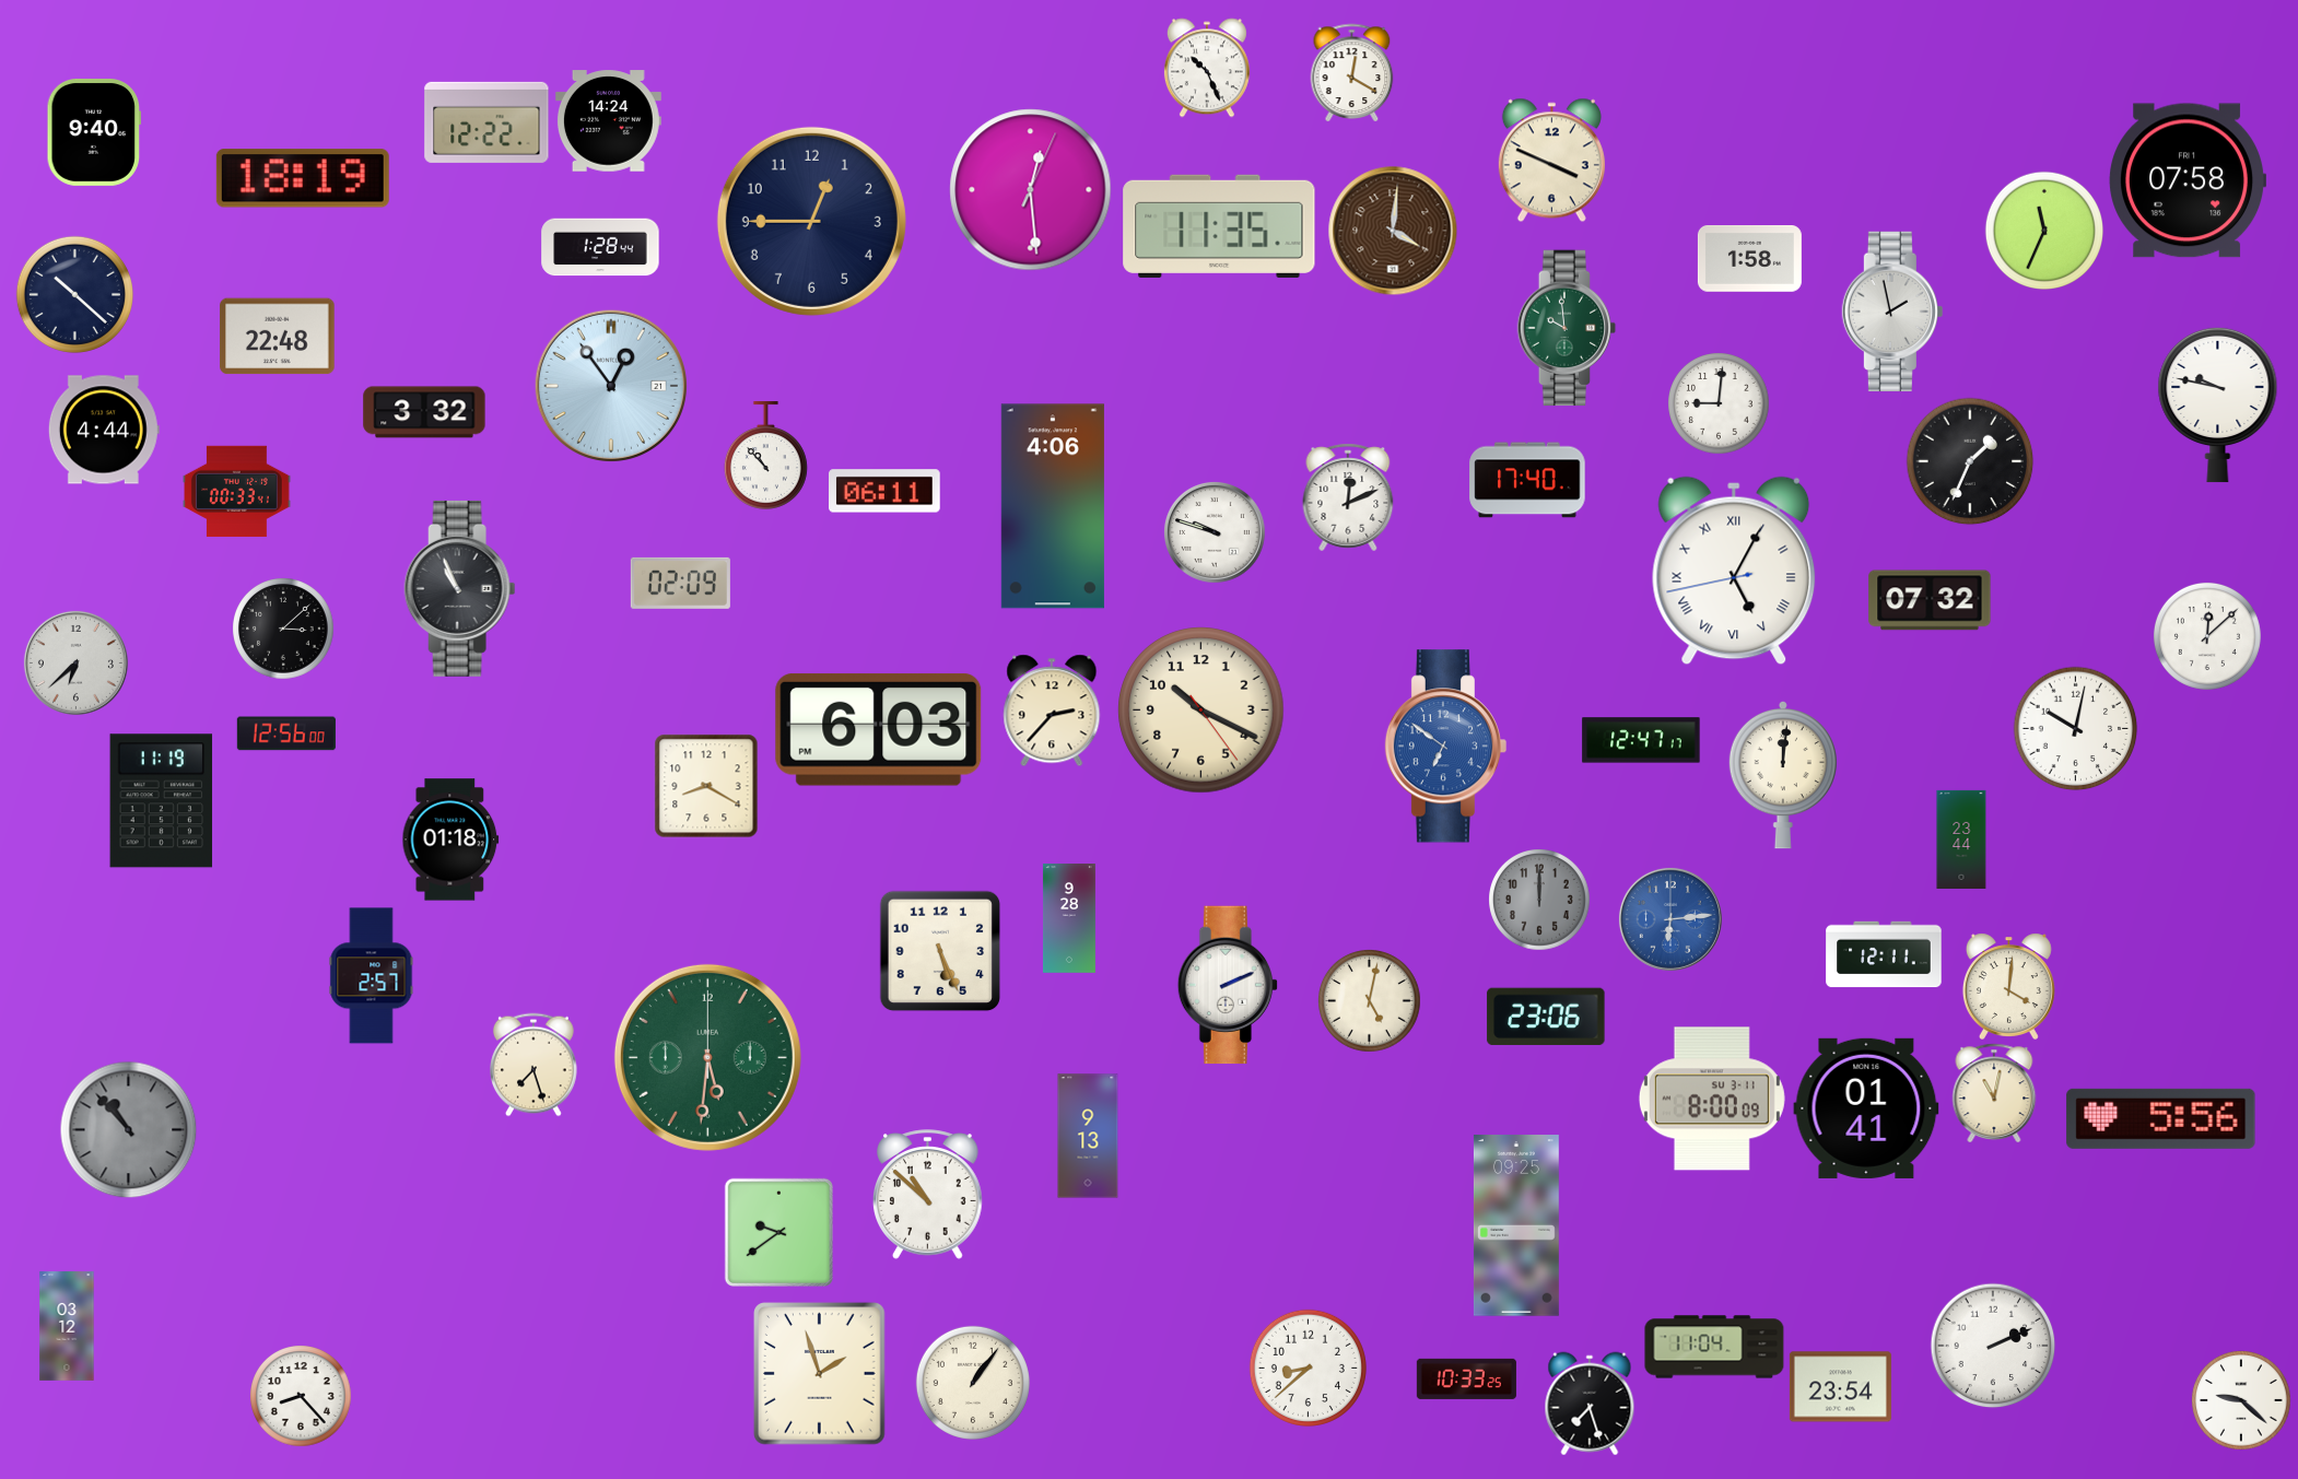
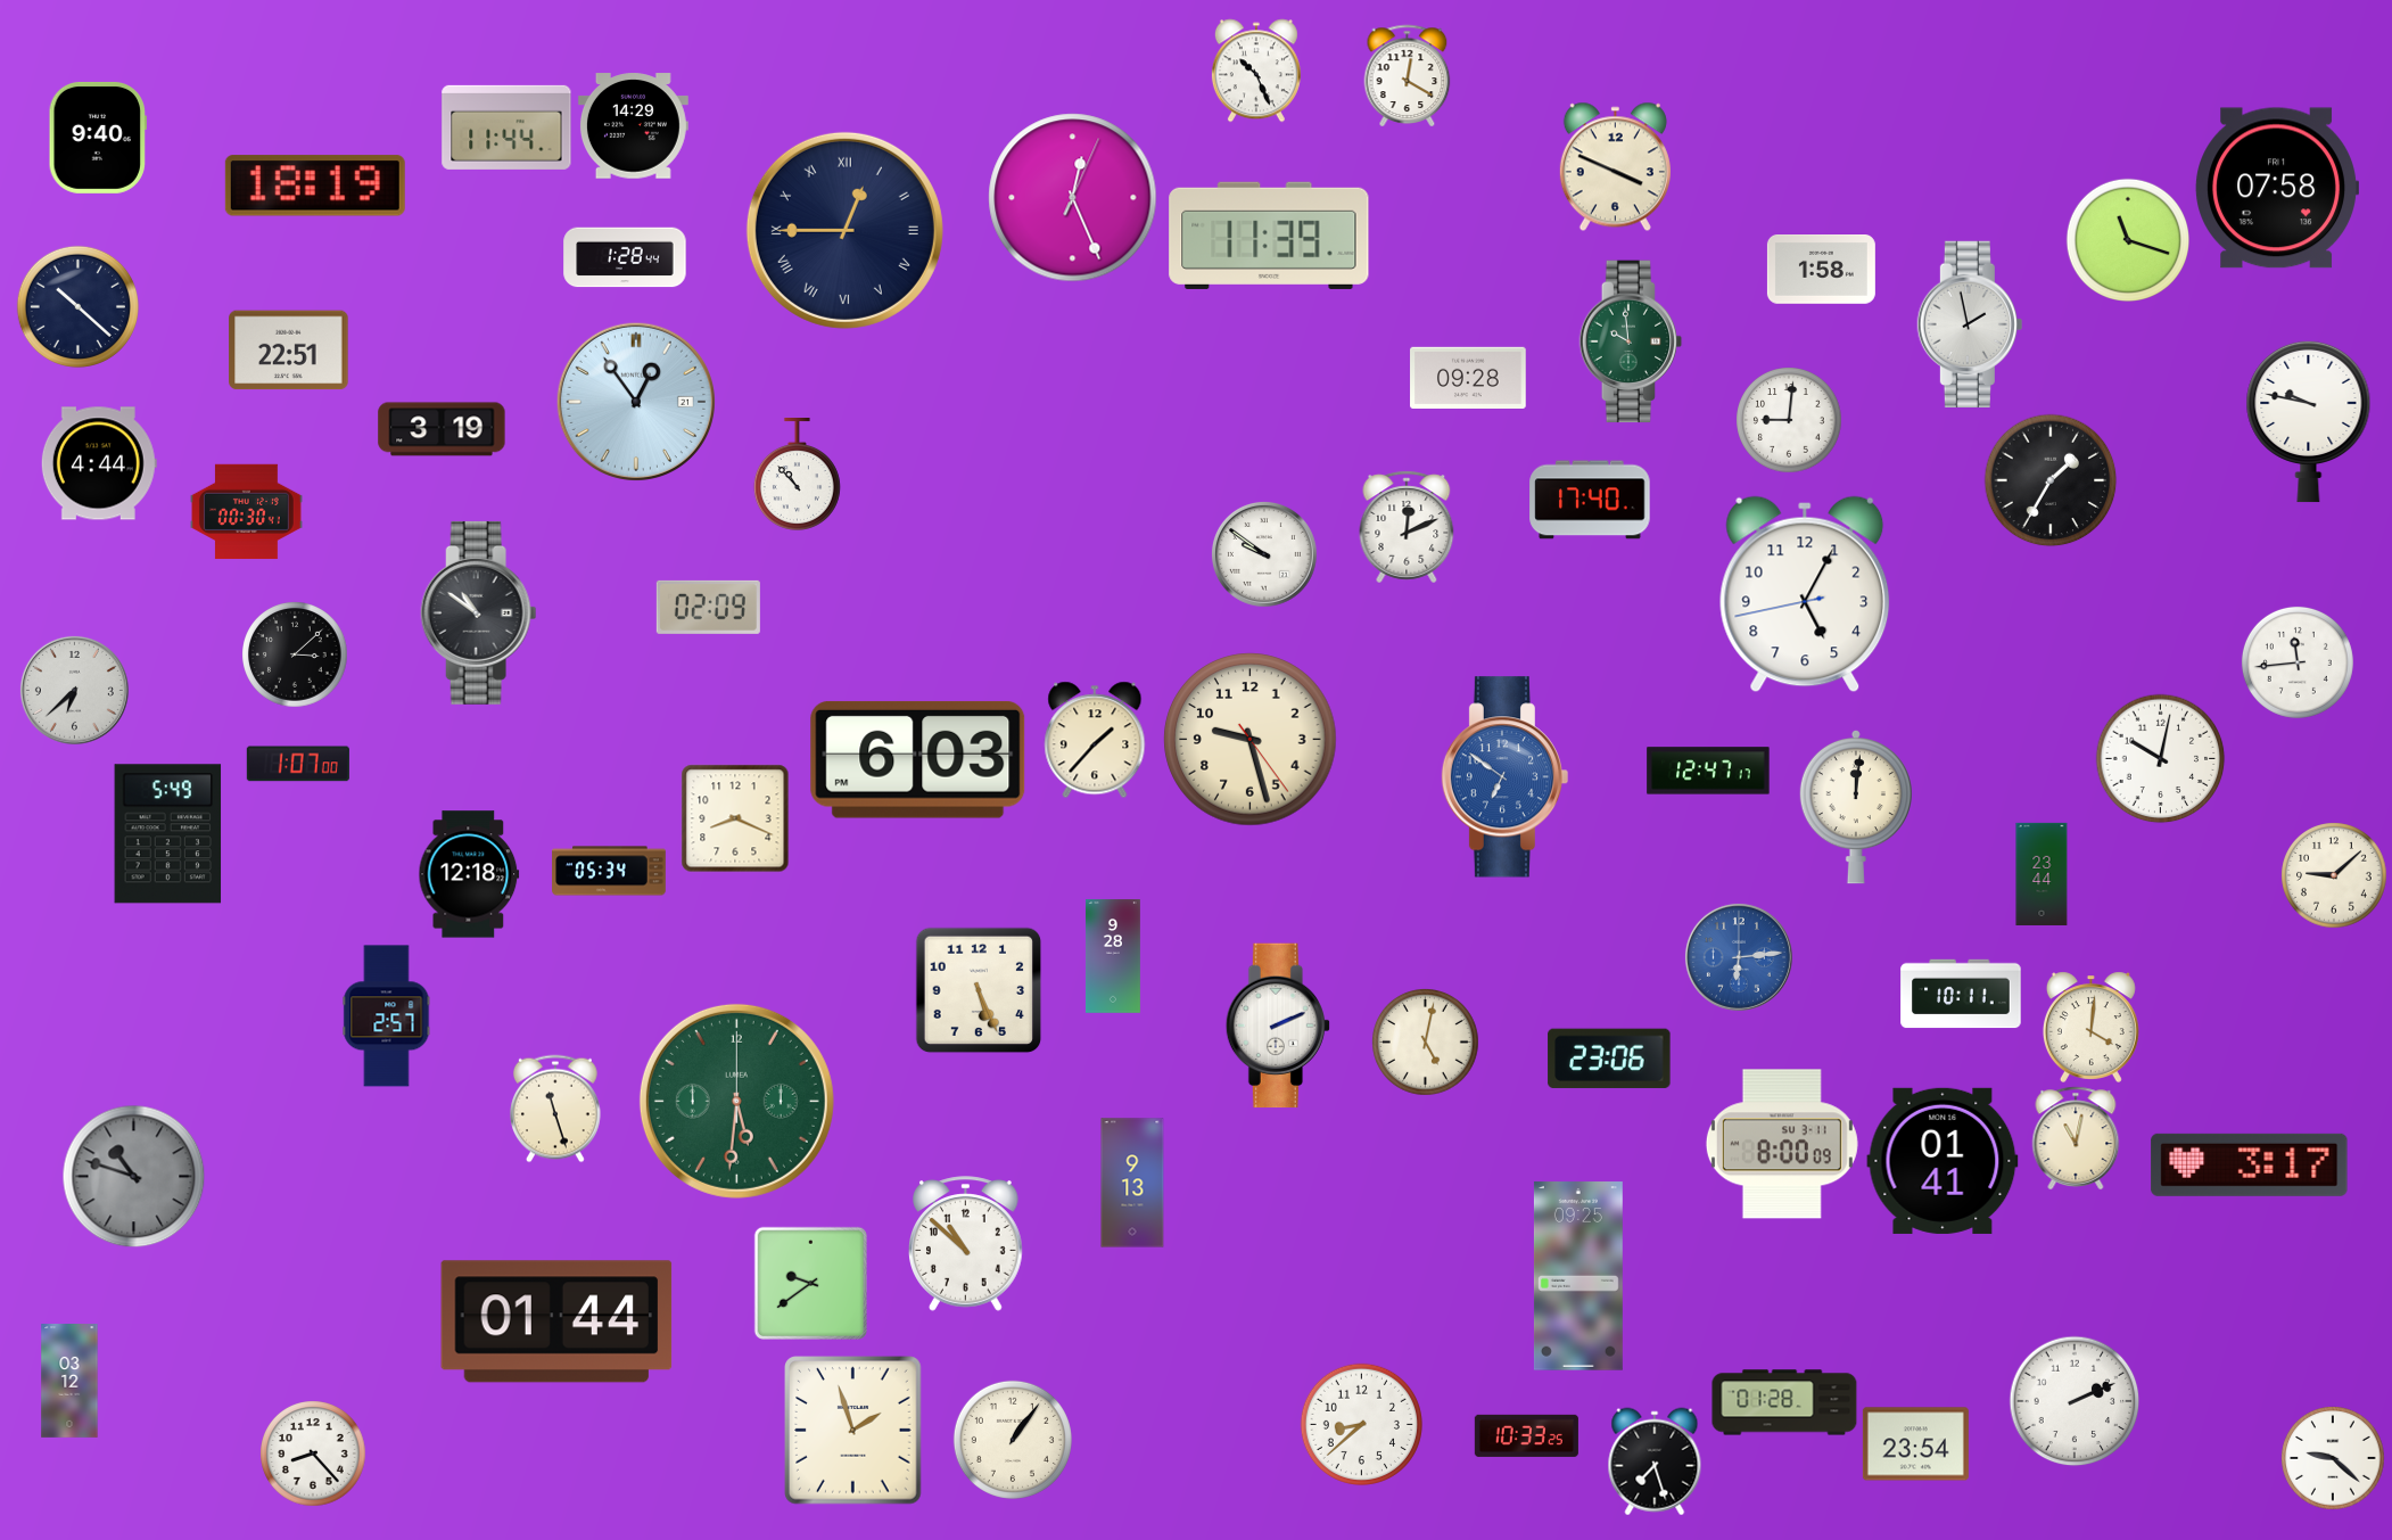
clock at (608, 121): 14:24 -> 14:29
clock at (486, 122): 12:22 -> 11:44
clock at (1031, 190): 12:29 -> 12:26
clock at (811, 221) numerals: Arabic -> Roman
clock at (1219, 226): 11:35 -> 11:39
clock at (2043, 230): 11:34 -> 11:18
clock at (1393, 231): 4:01 -> none
clock at (278, 337): 22:48 -> 22:51
clock at (1468, 377): none -> 09:28
clock at (424, 412): 3:32 -> 3:19
clock at (104, 430) position: (104, 430) -> (99, 463)
clock at (1970, 461): 1:34 -> 1:35
clock at (884, 491): 06:11 -> none
clock at (237, 492): 00:33 -> 00:30
clock at (1348, 497) position: (1348, 497) -> (1407, 527)
clock at (1053, 506): 4:06 -> none
clock at (1215, 532): 9:48 -> 9:51
clock at (1734, 571) numerals: Roman -> Arabic
clock at (460, 588): 10:56 -> 10:51
clock at (1930, 600): 07:32 -> none
clock at (2207, 636): 12:08 -> 11:44
clock at (75, 662) position: (75, 662) -> (74, 690)
clock at (1052, 711): 2:37 -> 1:37
clock at (1201, 711): 10:19 -> 9:27
clock at (879, 729) position: (879, 729) -> (918, 759)
clock at (286, 733): 12:56 -> 1:07
clock at (706, 786): 8:20 -> 8:19
clock at (162, 801): 11:19 -> 5:49
clock at (609, 871): none -> 05:34
clock at (450, 840): 01:18 -> 12:18
clock at (2334, 875): none -> 9:08
clock at (1539, 900): 12:00 -> none
clock at (1884, 954): 12:11 -> 10:11
clock at (535, 1065): 7:27 -> 11:27
clock at (1866, 1108) position: (1866, 1108) -> (1943, 1161)
clock at (2161, 1118): 5:56 -> 3:17
clock at (128, 1129): 10:53 -> 10:48
clock at (556, 1321): none -> 01:44
clock at (1714, 1347): 11:04 -> 01:28
